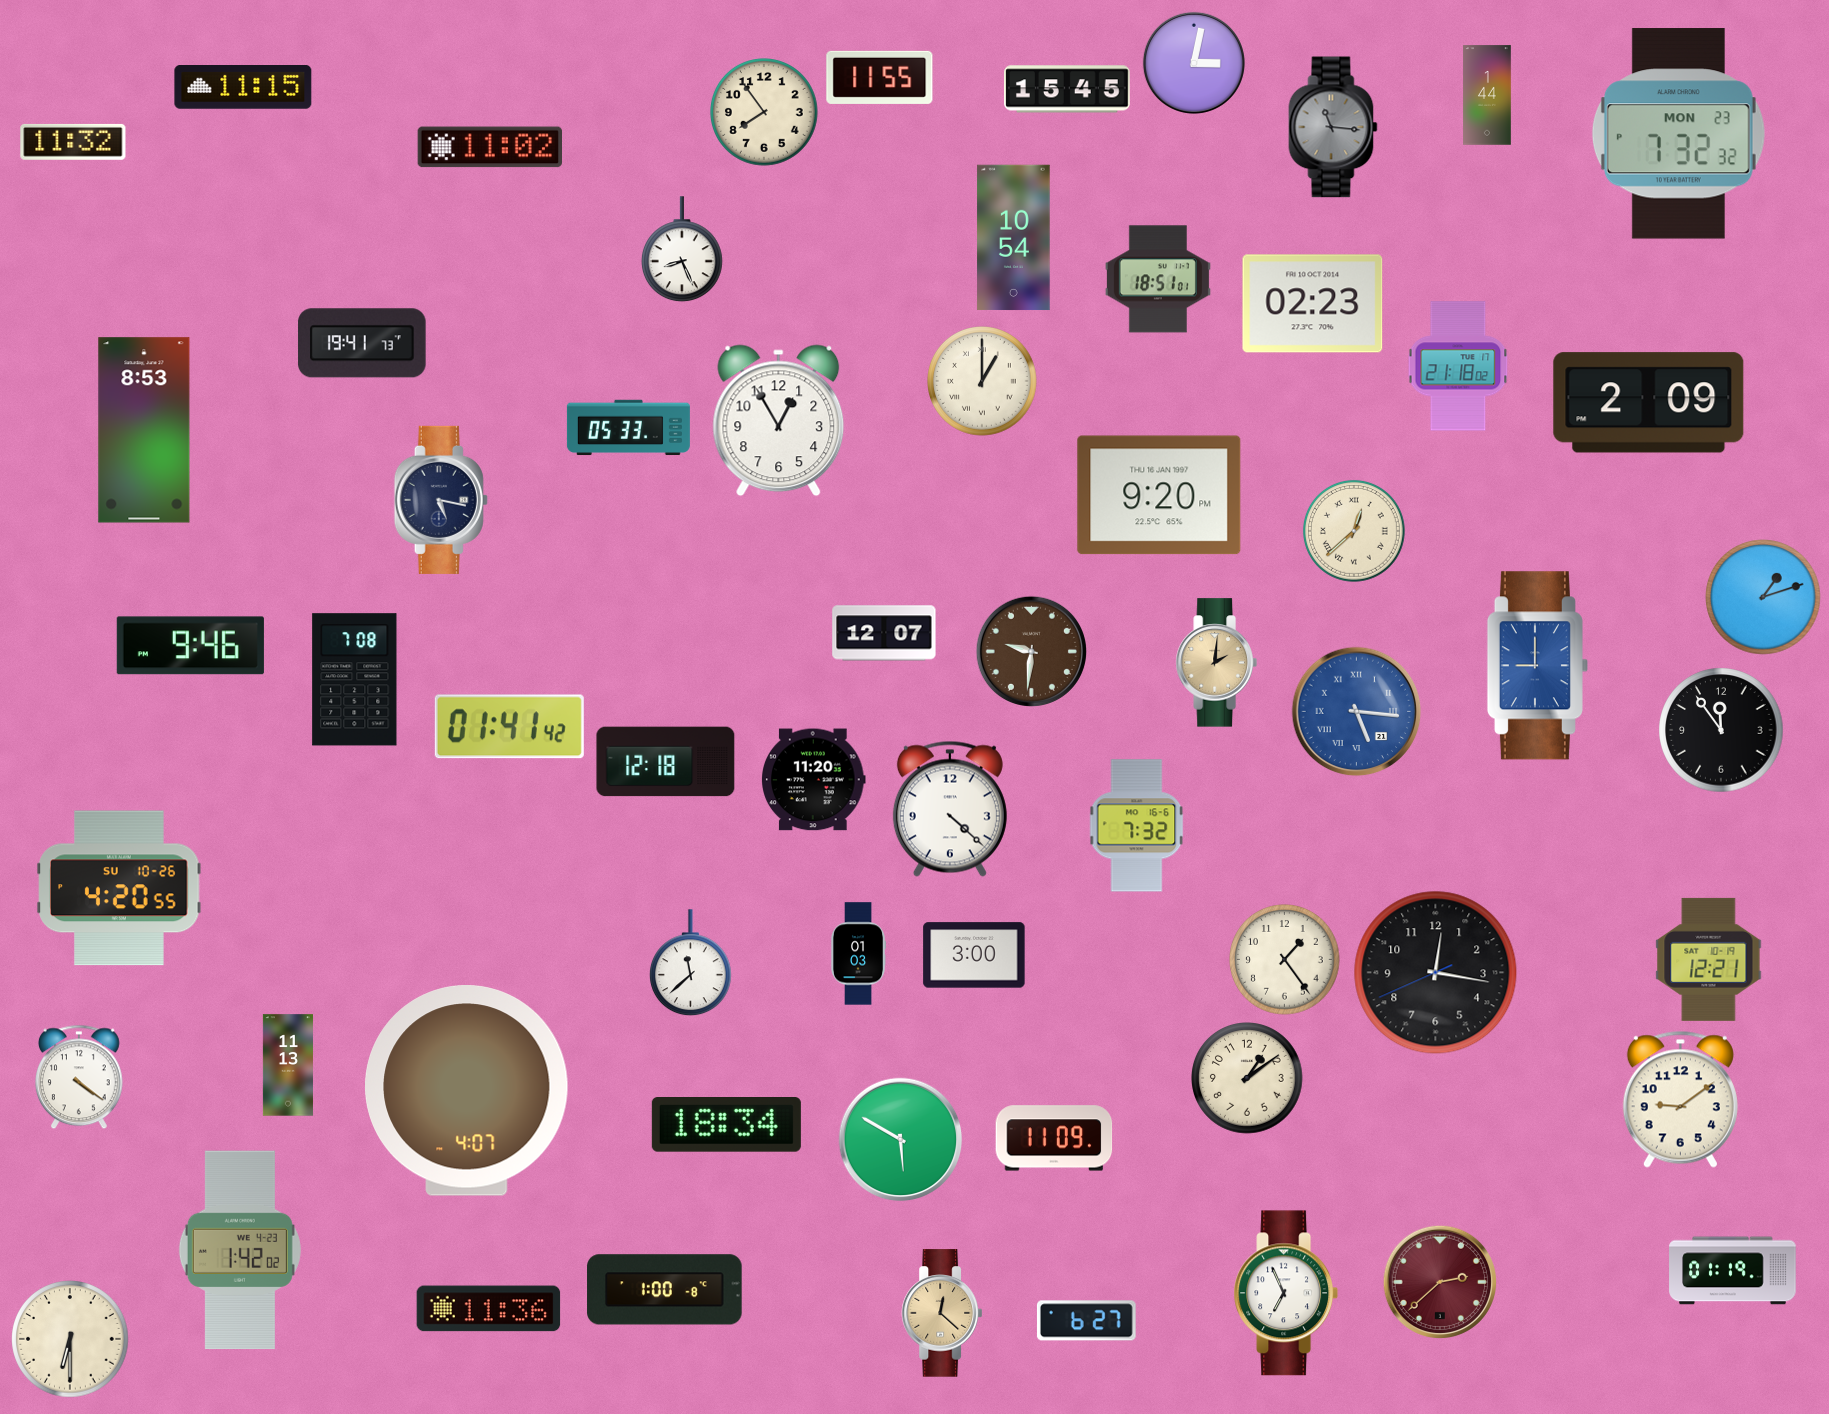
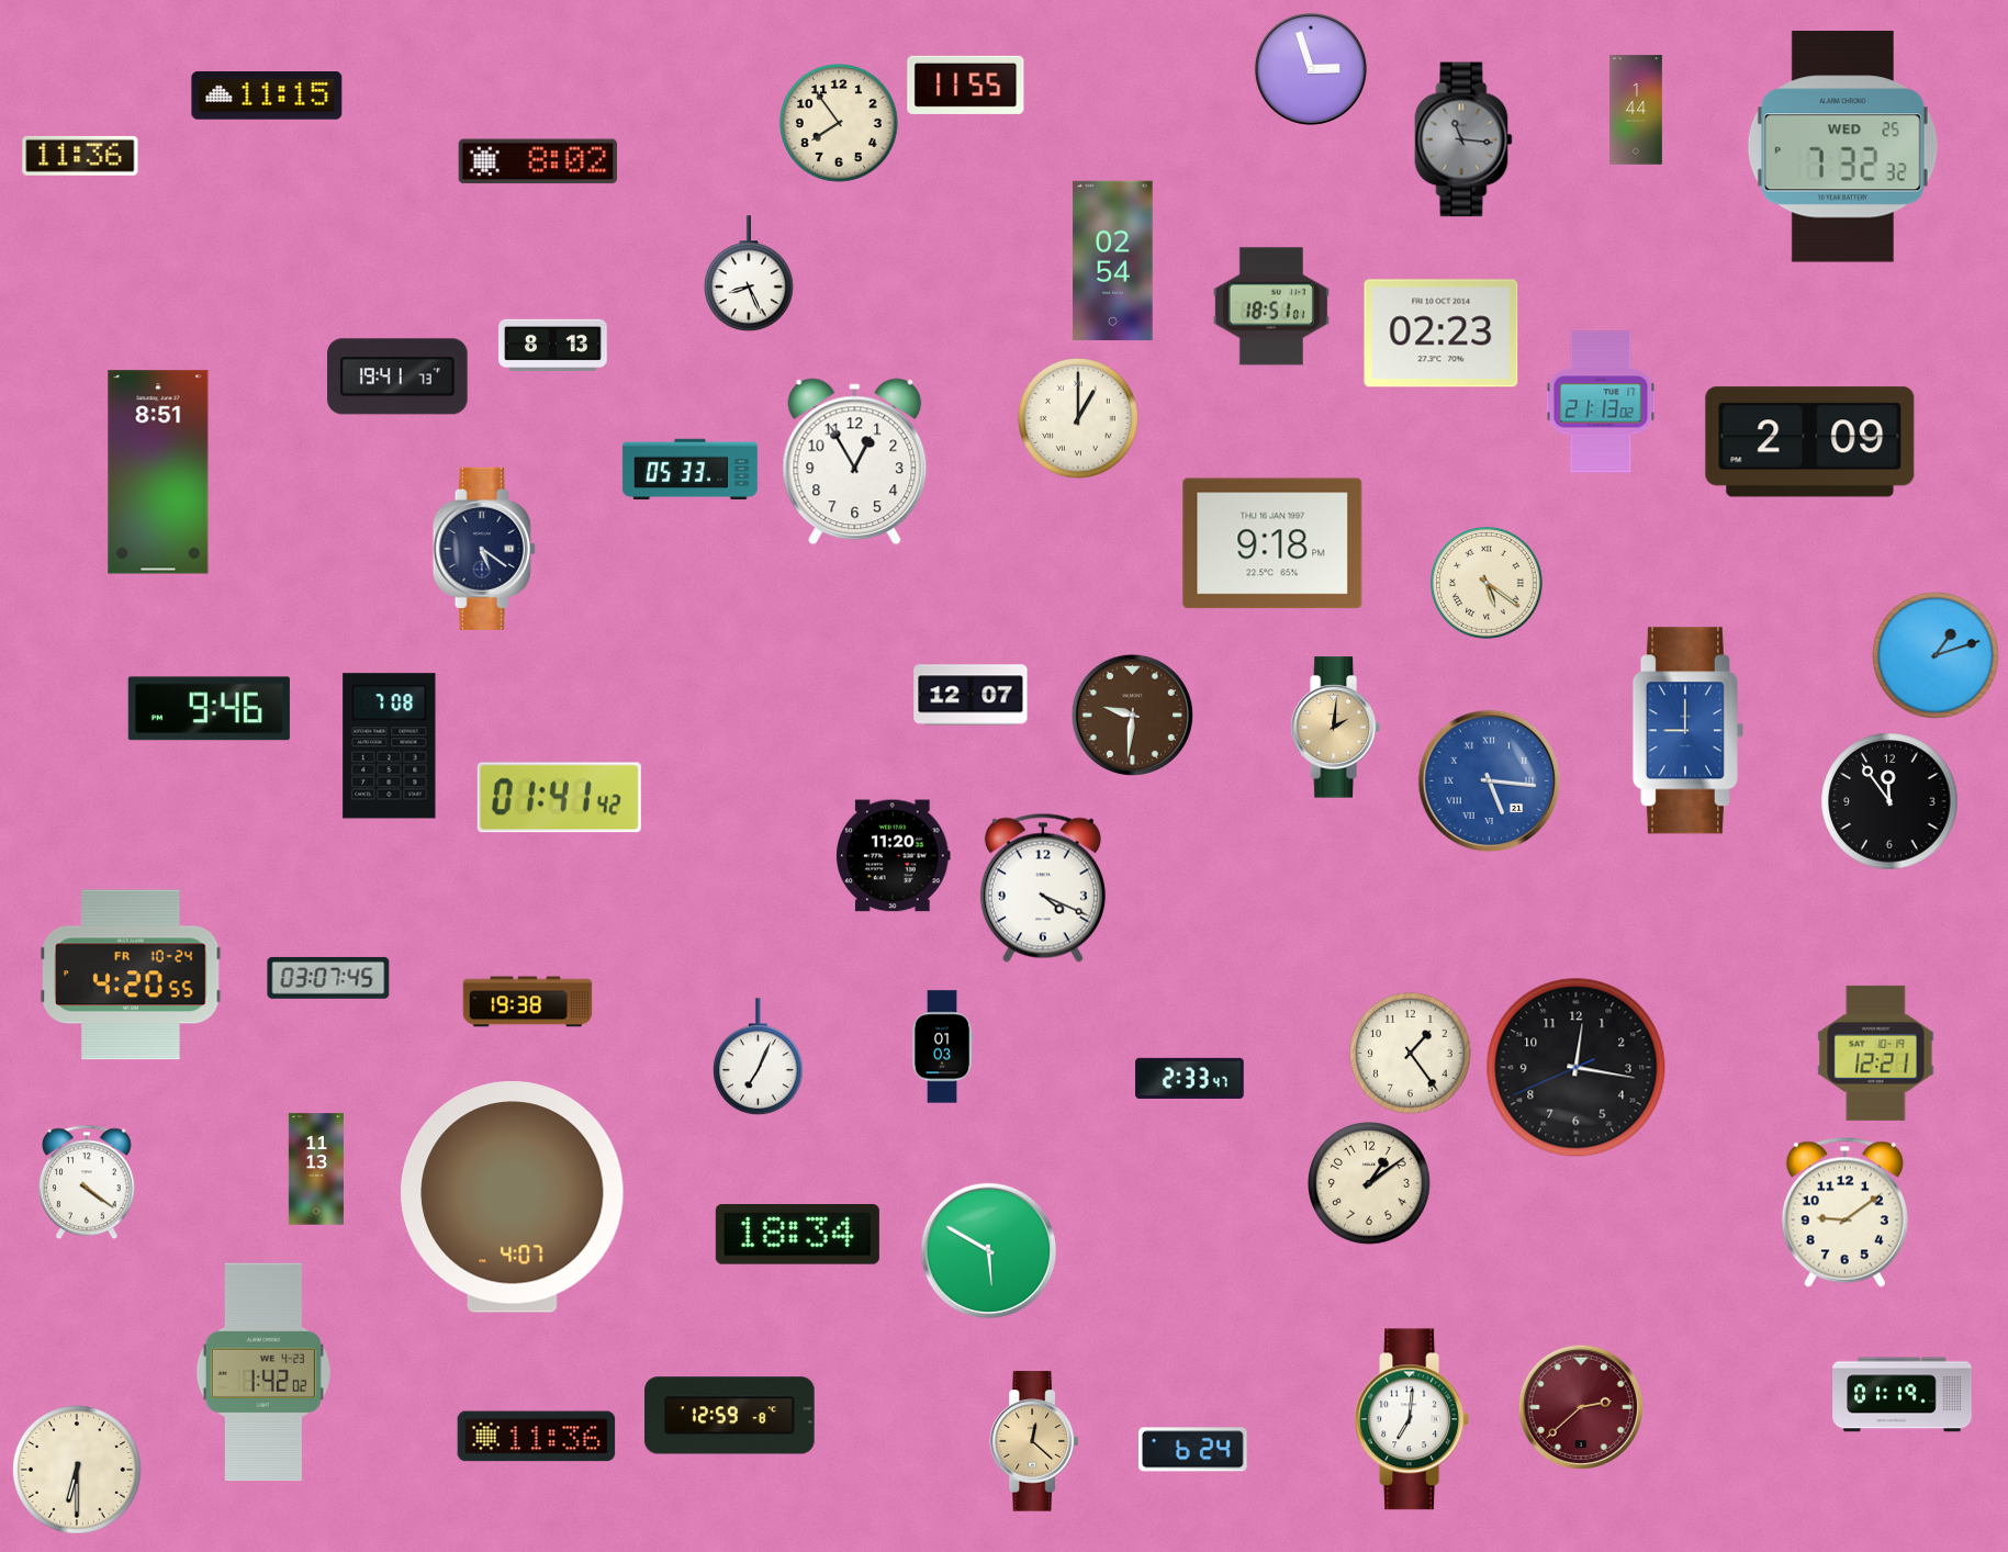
clock at (1194, 63): 3:02 -> 2:57
clock at (1068, 89): 15:45 -> none
clock at (1487, 95) position: (1487, 95) -> (1636, 110)
clock at (1678, 134) date: MON 23 -> WED 25
clock at (73, 142): 11:32 -> 11:36
clock at (489, 147): 11:02 -> 8:02
clock at (1014, 238): 10:54 -> 02:54
clock at (553, 345): none -> 8:13
clock at (1458, 366): 21:18 -> 21:13
clock at (144, 430): 8:53 -> 8:51
clock at (1159, 495): 9:20 -> 9:18
clock at (441, 500): 5:17 -> 5:21
clock at (1354, 531): 12:38 -> 5:21
clock at (666, 762): 12:18 -> none
clock at (950, 809): 4:22 -> 4:19
clock at (1137, 826): 7:32 -> none
clock at (119, 888) date: SU 10-26 -> FR 10-24
clock at (328, 978): none -> 03:07
clock at (528, 1002): none -> 19:38
clock at (974, 955): 3:00 -> none
clock at (690, 963): 11:38 -> 7:04
clock at (1190, 1078): none -> 2:33
clock at (1680, 1099) position: (1680, 1099) -> (1844, 1212)
clock at (1054, 1138): 11:09 -> none
clock at (665, 1290): 1:00 -> 12:59
clock at (1286, 1293): 6:56 -> 7:01
clock at (1086, 1321): 6:27 -> 6:24
